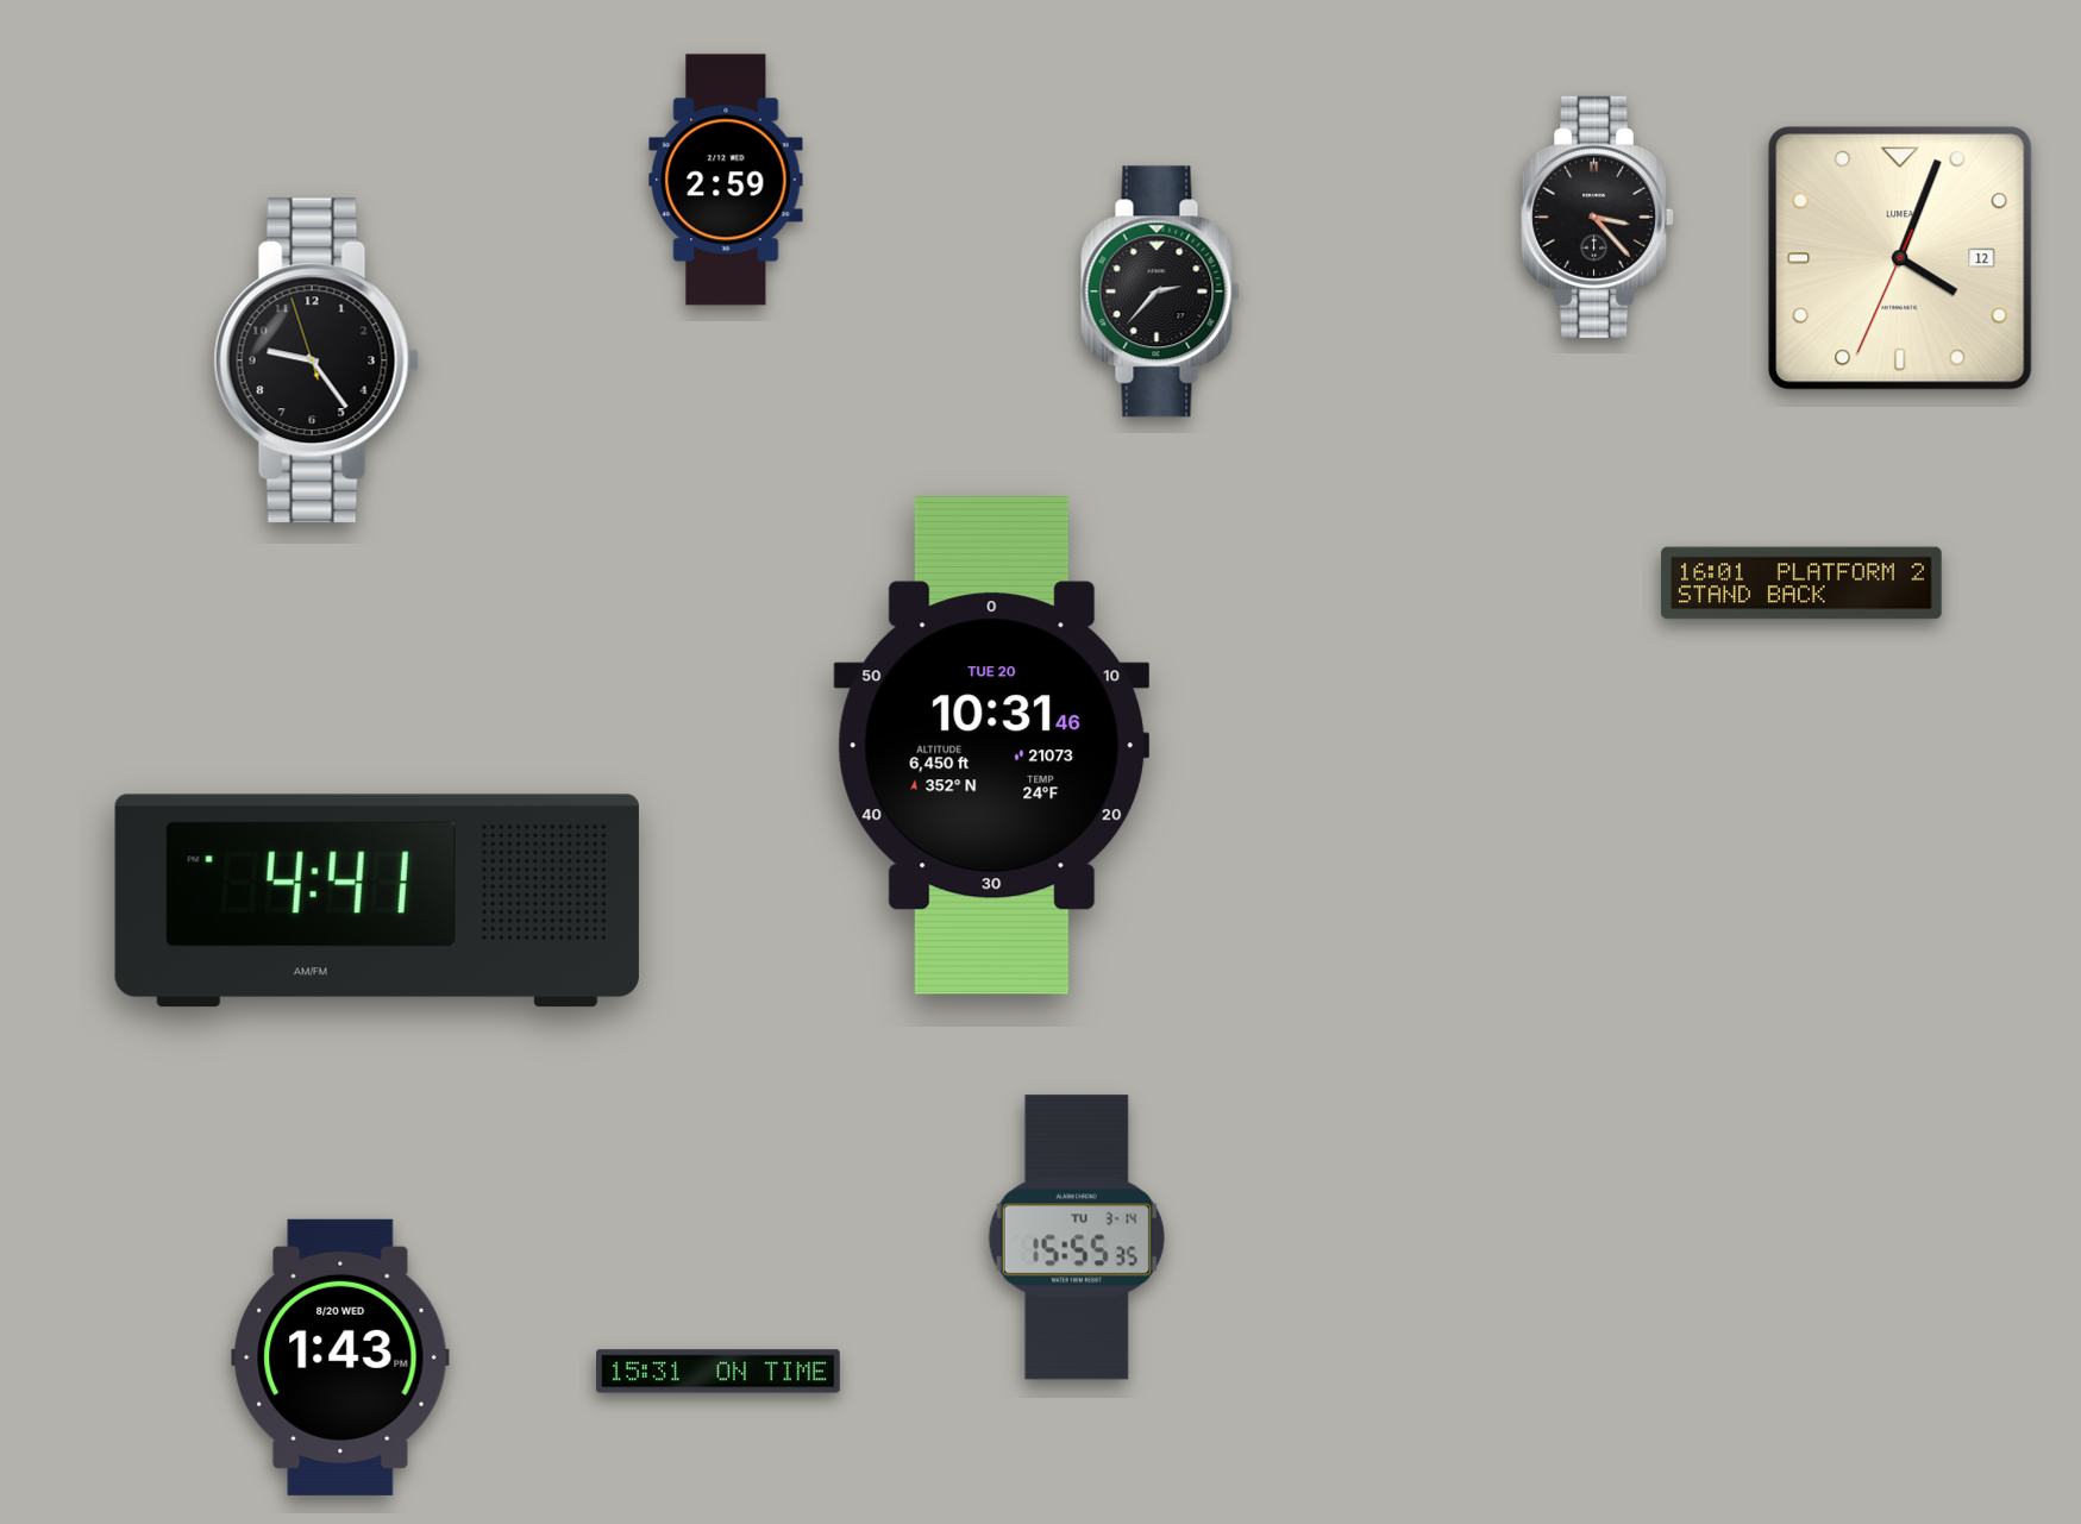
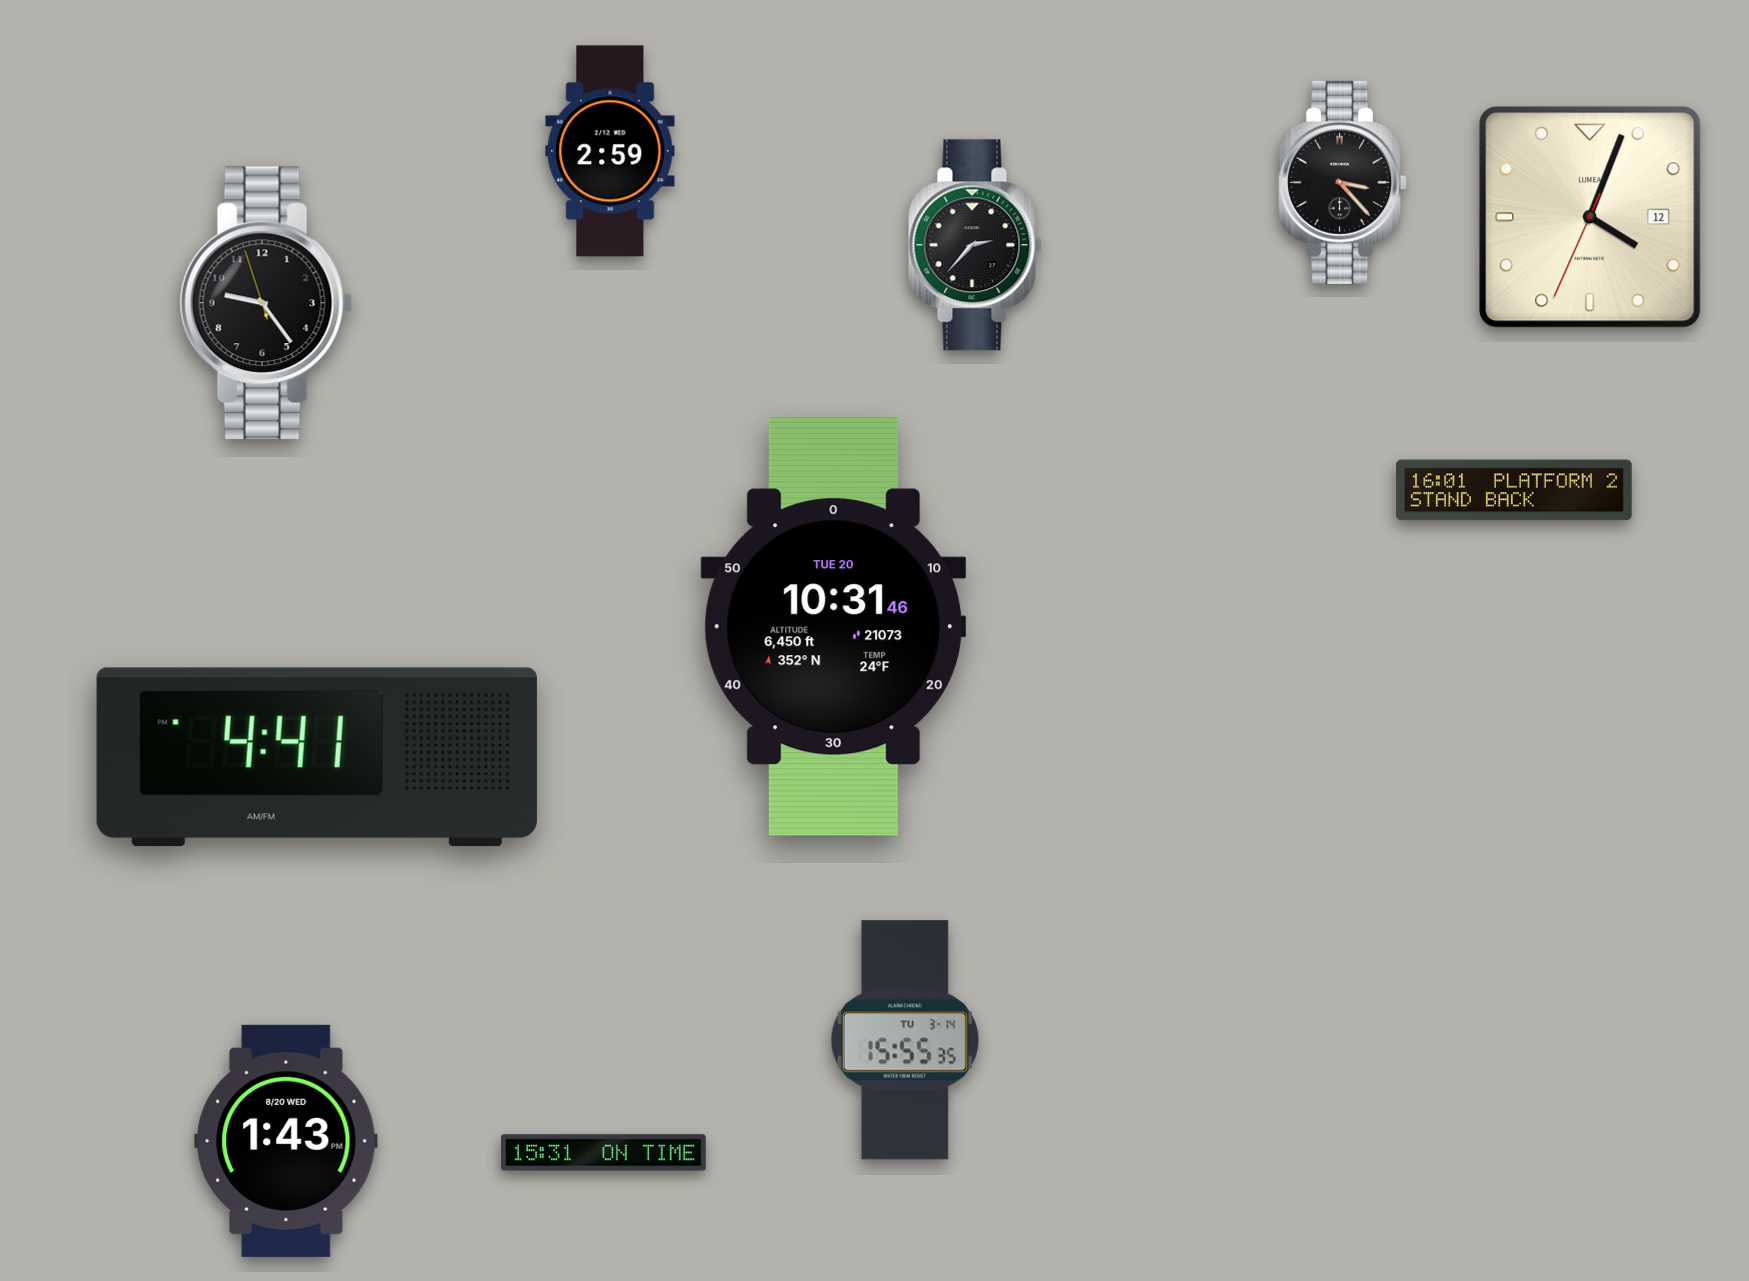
clock at (1900, 258) position: (1900, 258) -> (1590, 217)
